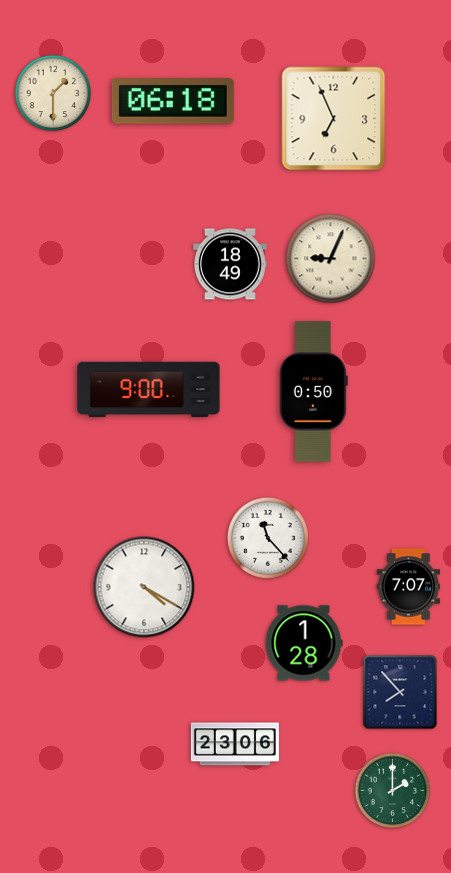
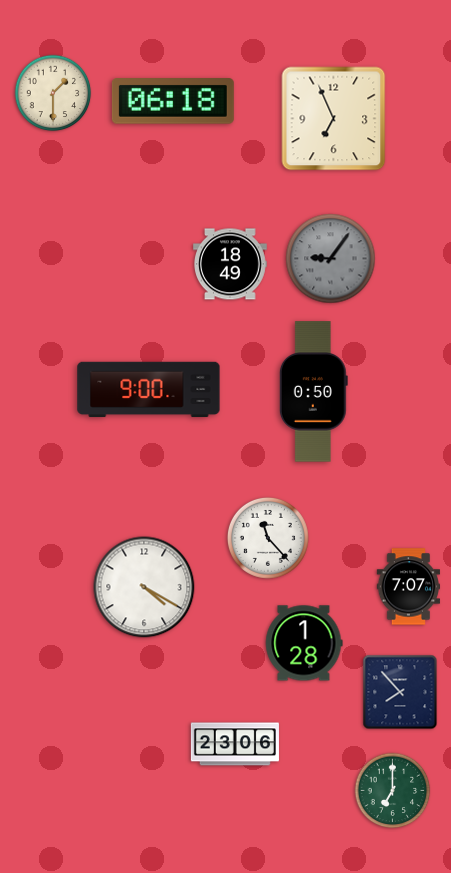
clock at (331, 259): 9:04 -> 9:06
clock at (331, 259) dial: cream -> grey
clock at (393, 791): 2:00 -> 7:00
